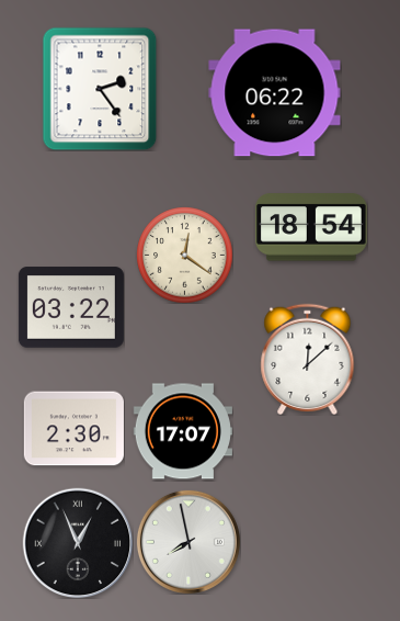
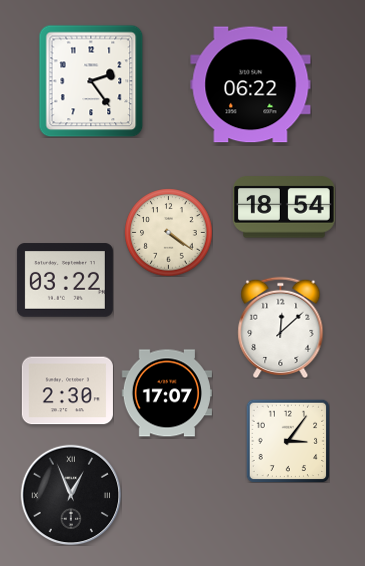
clock at (184, 255): 12:21 -> 4:21
clock at (288, 441): none -> 3:06
clock at (188, 542): 7:58 -> none
